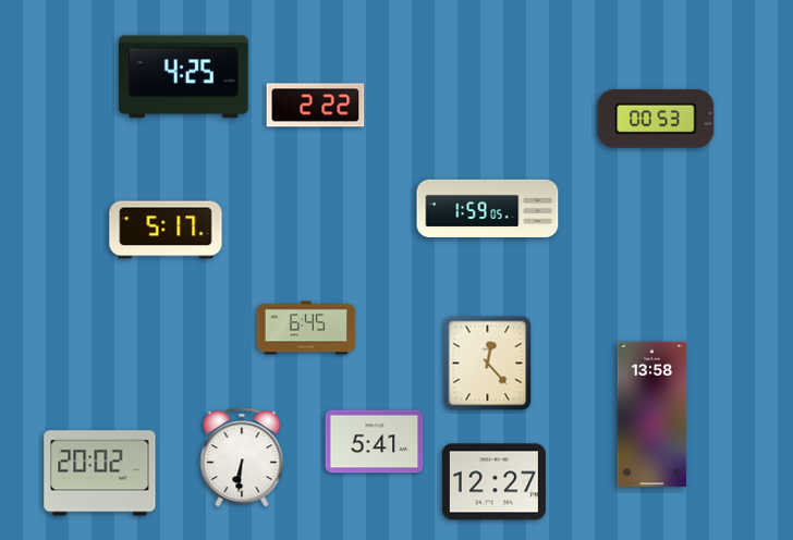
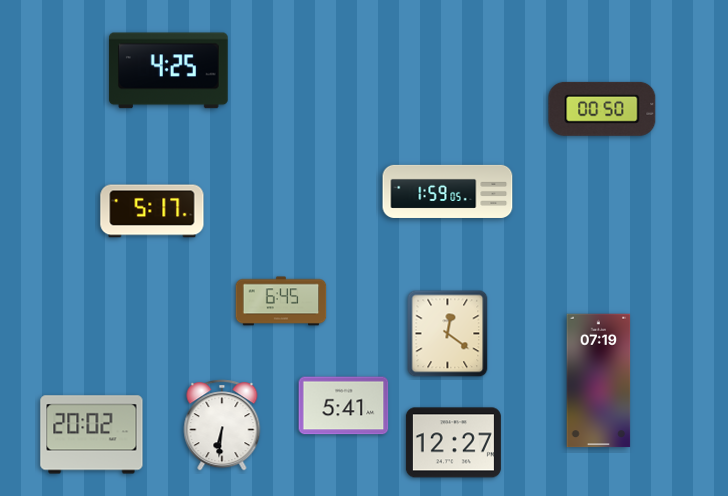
clock at (316, 106): 2:22 -> none
clock at (656, 119): 00:53 -> 00:50
clock at (488, 364): 12:23 -> 12:21
clock at (652, 415): 13:58 -> 07:19
clock at (242, 457) position: (242, 457) -> (222, 425)
